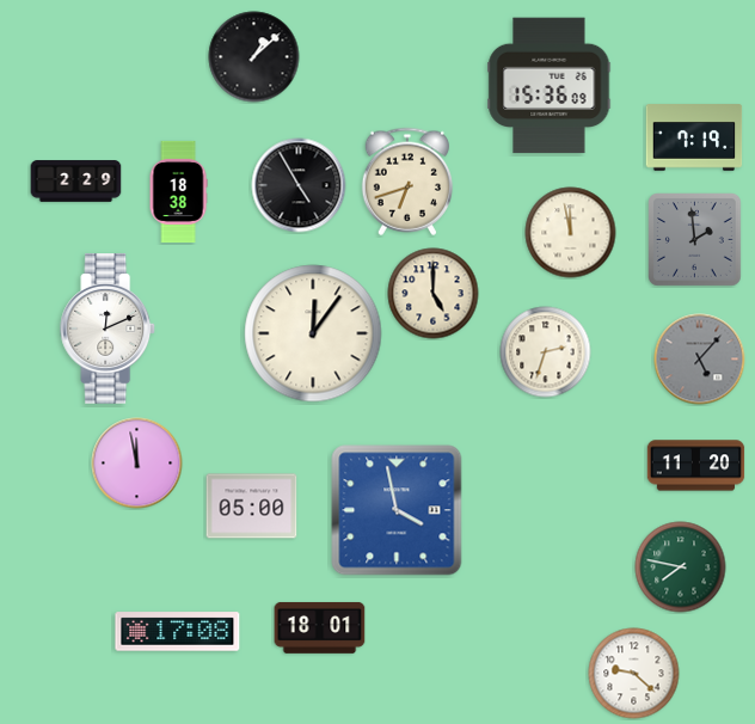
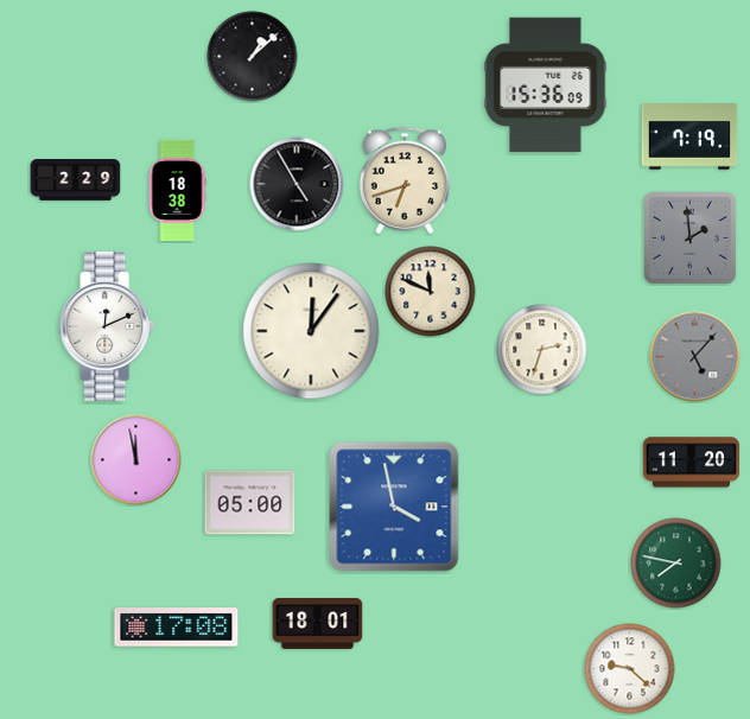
clock at (571, 233): 11:58 -> none
clock at (434, 294): 5:00 -> 11:49
